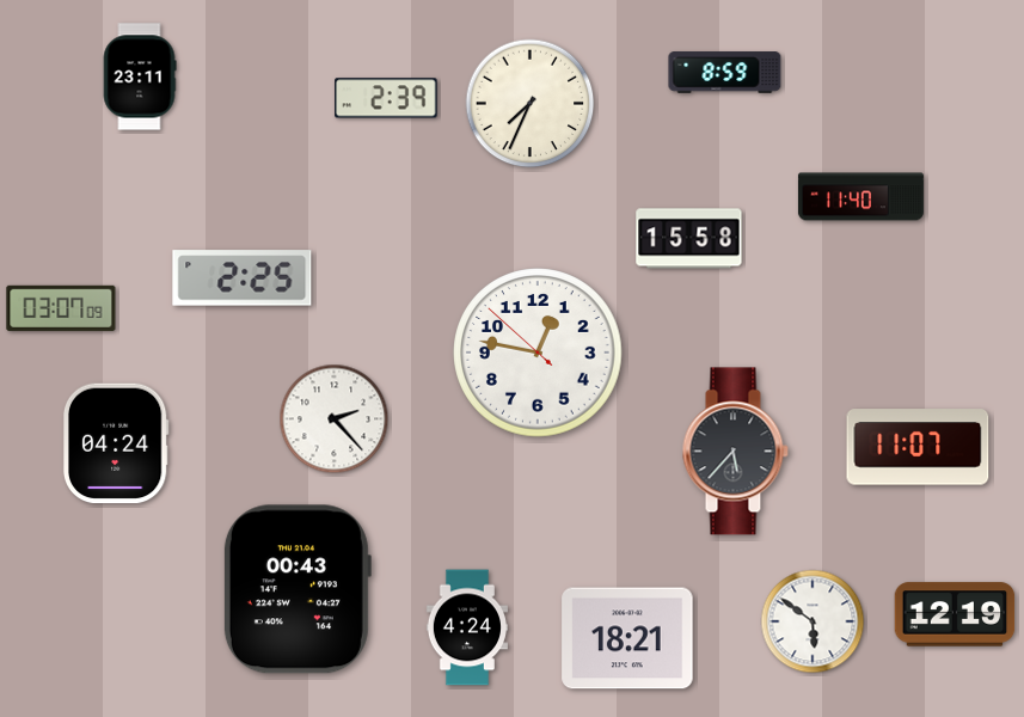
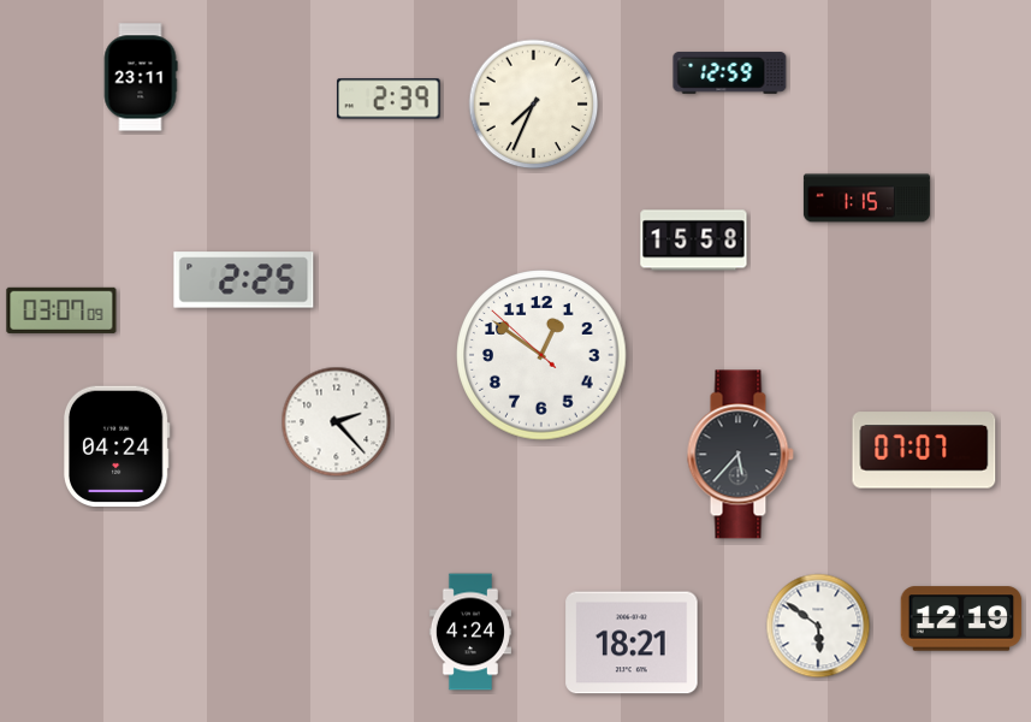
clock at (725, 73): 8:59 -> 12:59
clock at (860, 197): 11:40 -> 1:15
clock at (538, 353): 12:46 -> 12:50
clock at (918, 447): 11:07 -> 07:07
clock at (296, 589): 00:43 -> none
